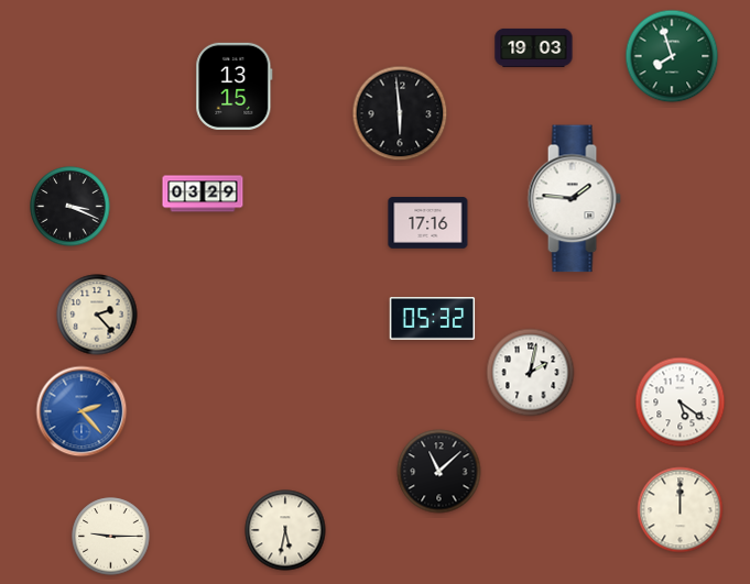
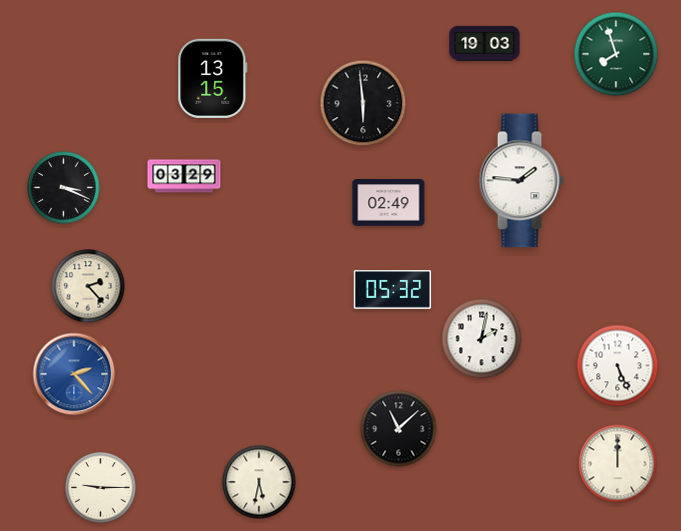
clock at (672, 56) position: (672, 56) -> (616, 54)
clock at (428, 223): 17:16 -> 02:49
clock at (681, 403): 5:21 -> 5:26
